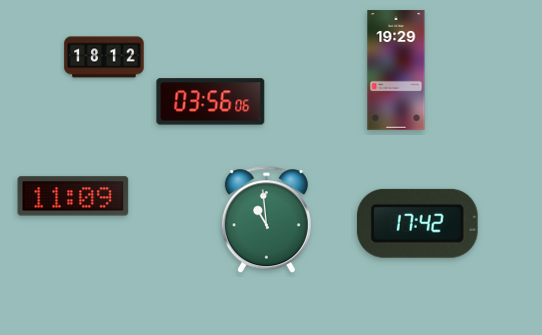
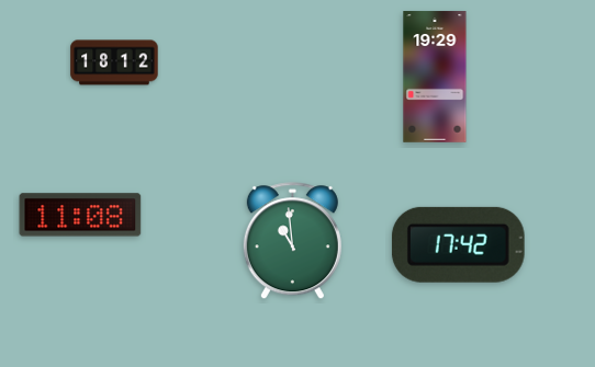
clock at (211, 102): 03:56 -> none
clock at (73, 196): 11:09 -> 11:08
